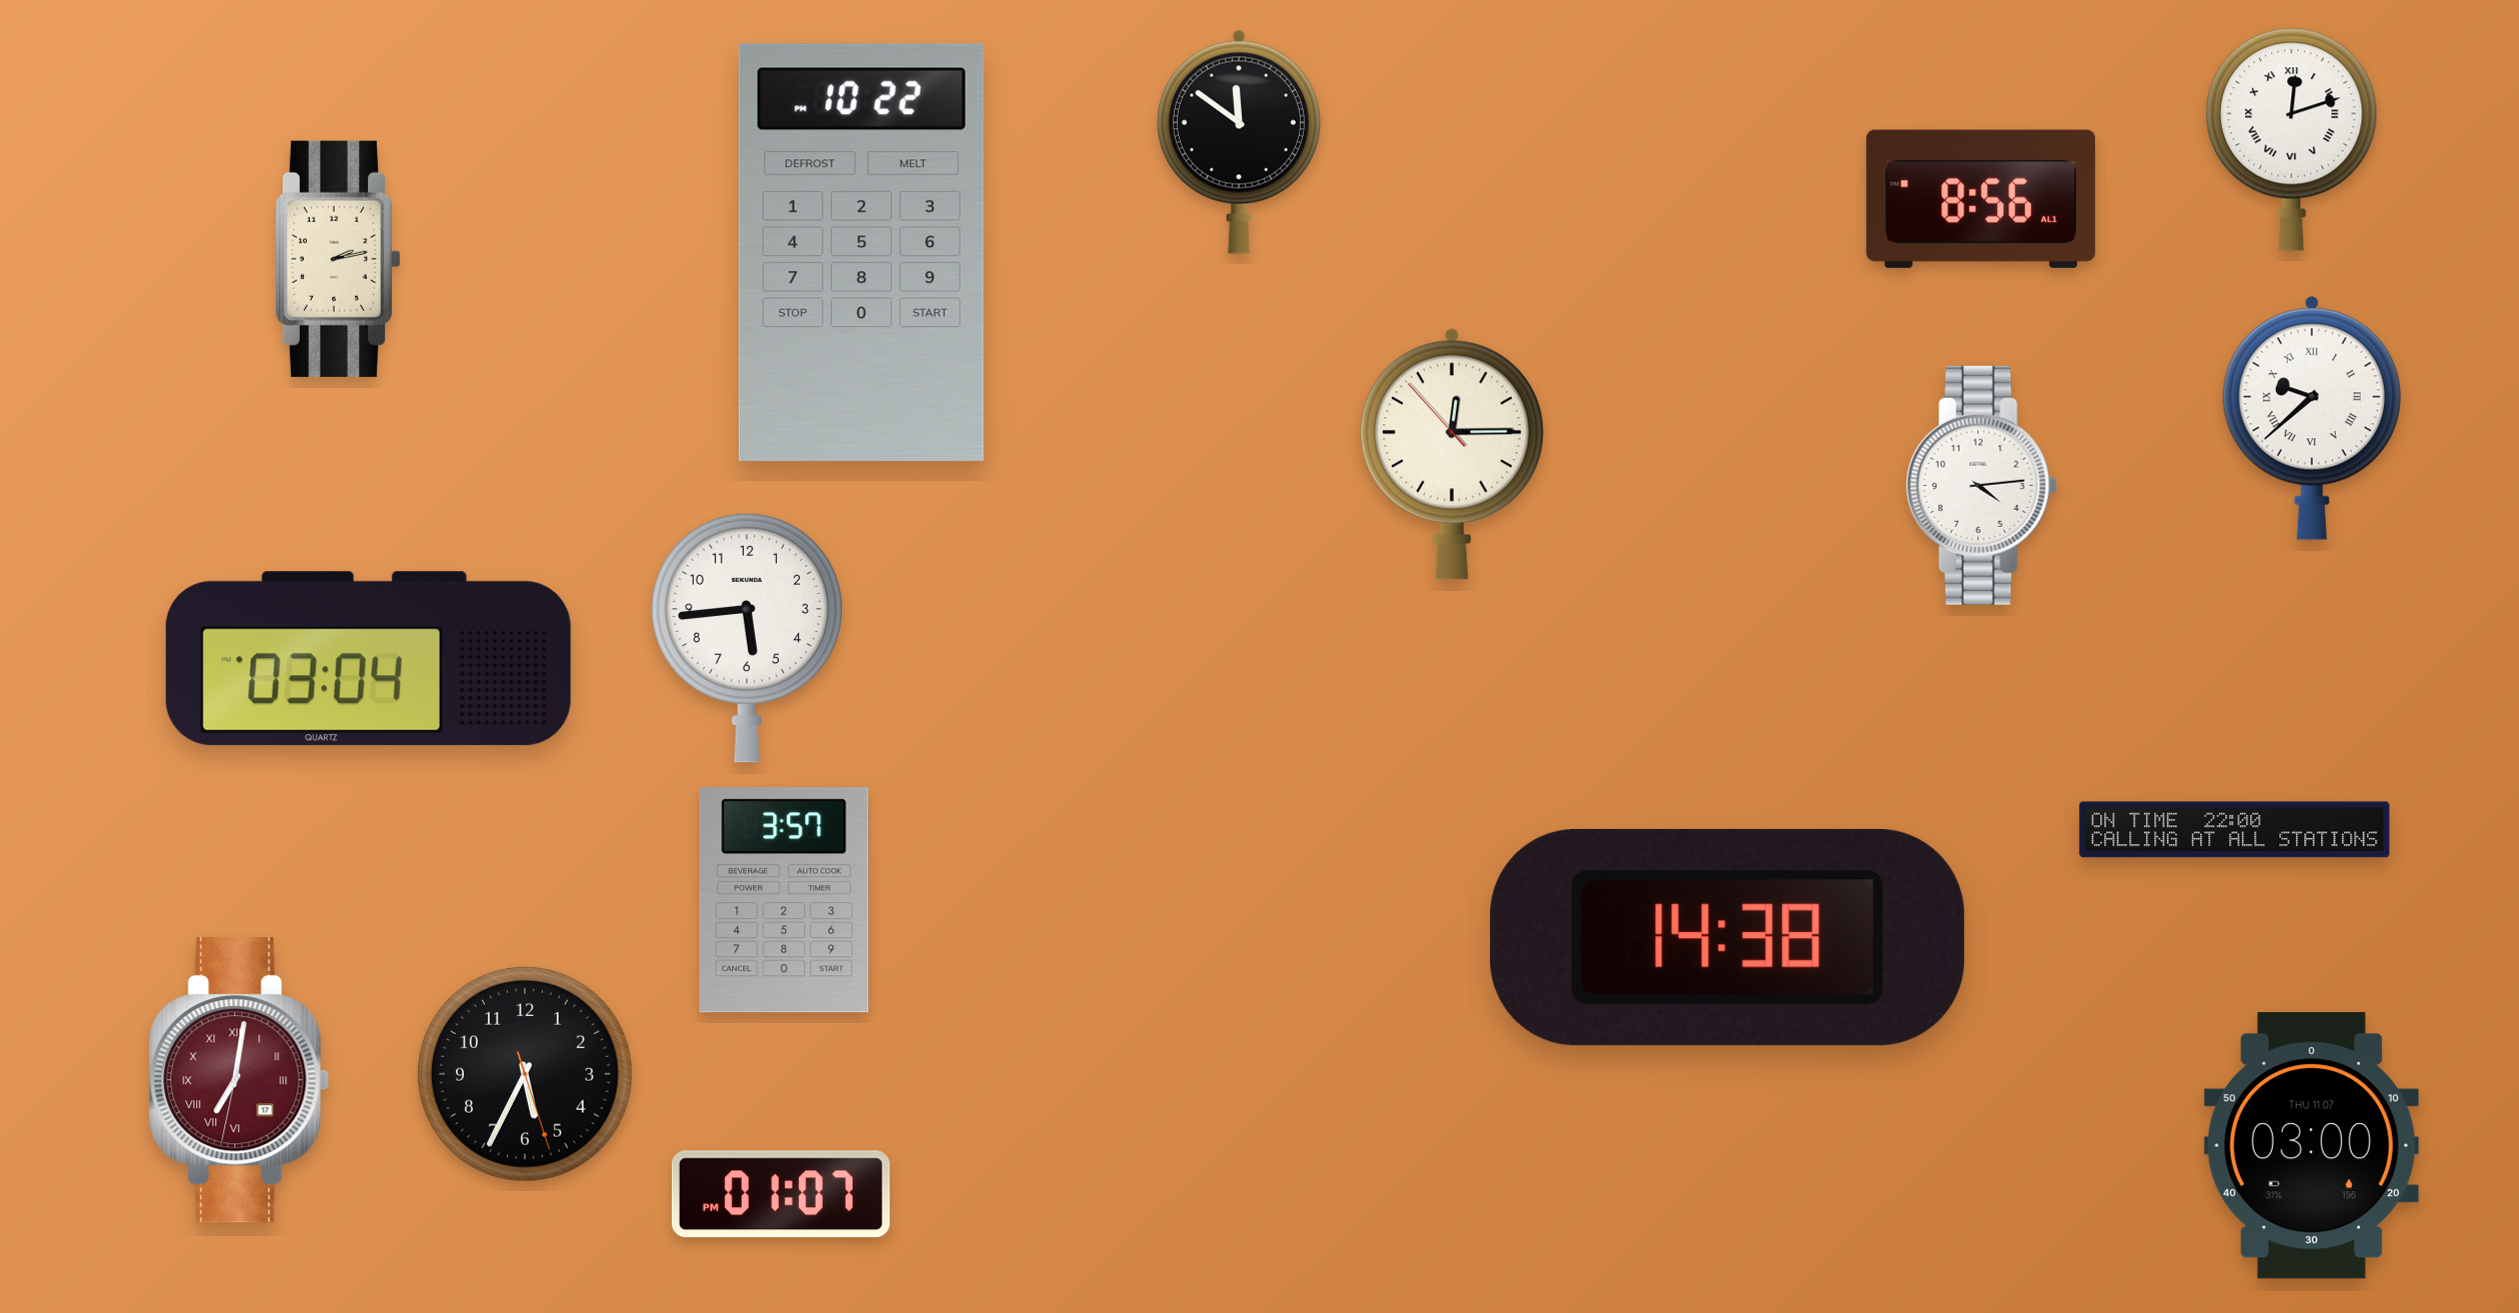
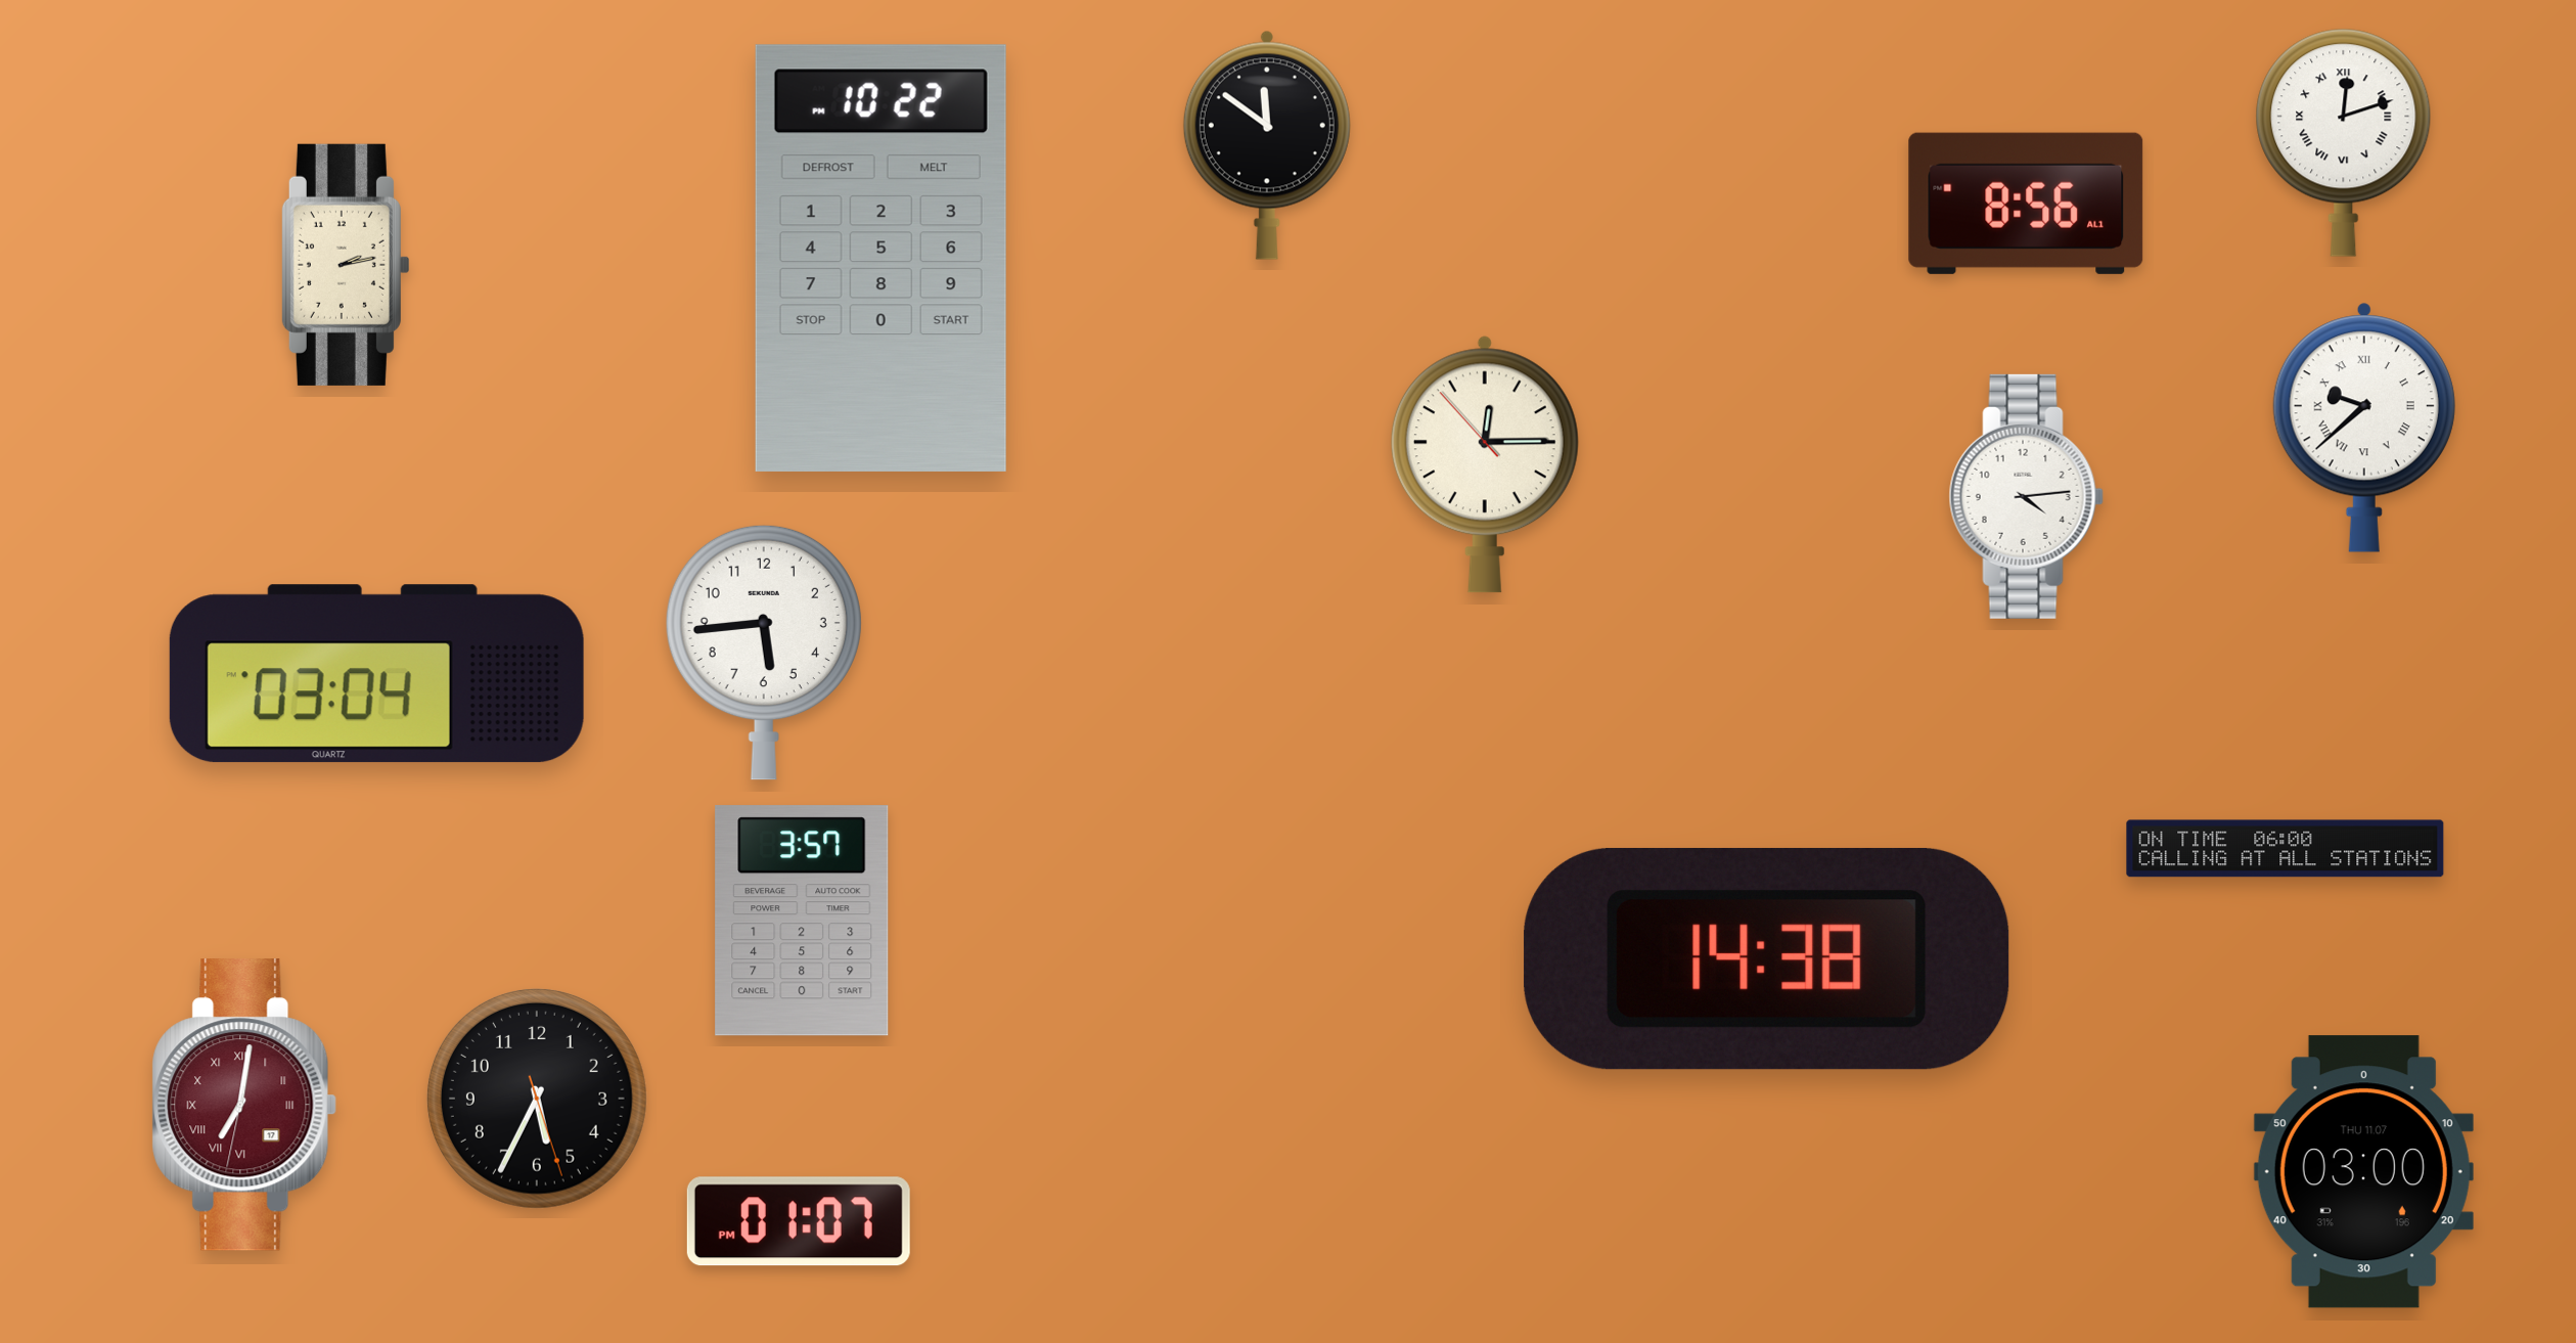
clock at (2235, 830): 22:00 -> 06:00
